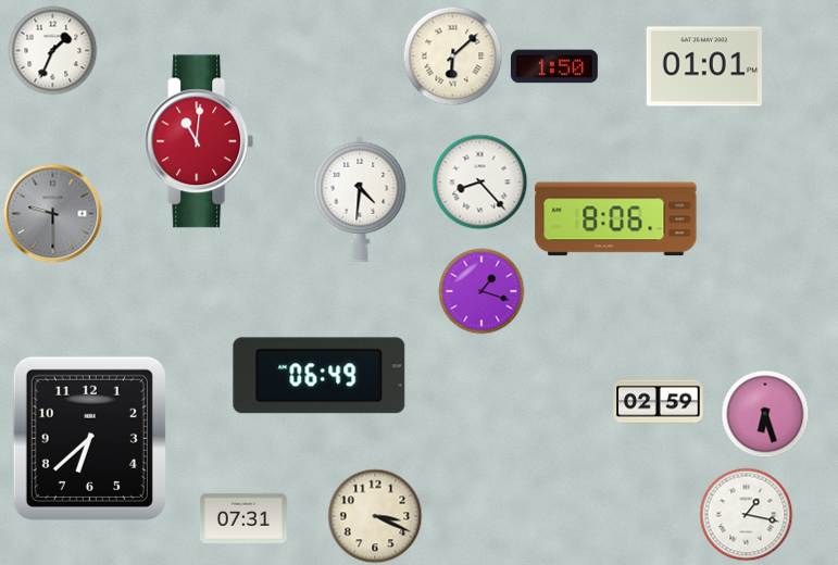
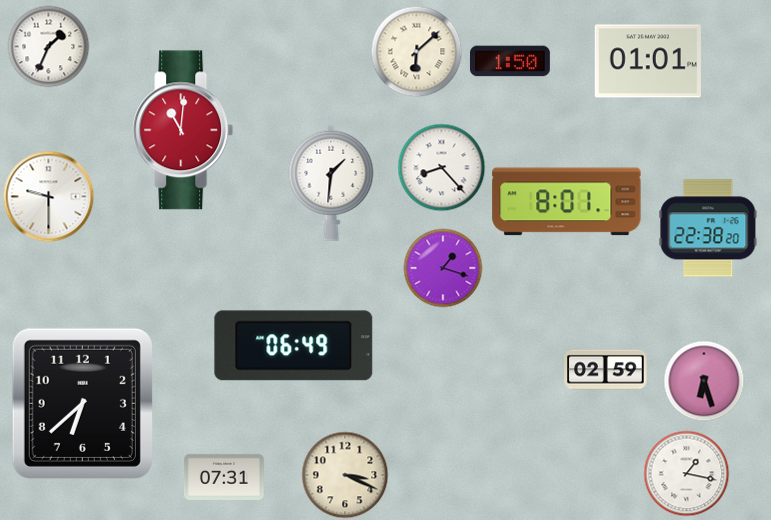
clock at (360, 199): 4:31 -> 1:31
clock at (53, 214) dial: grey -> white
clock at (616, 219): 8:06 -> 8:01
clock at (708, 228): none -> 22:38
